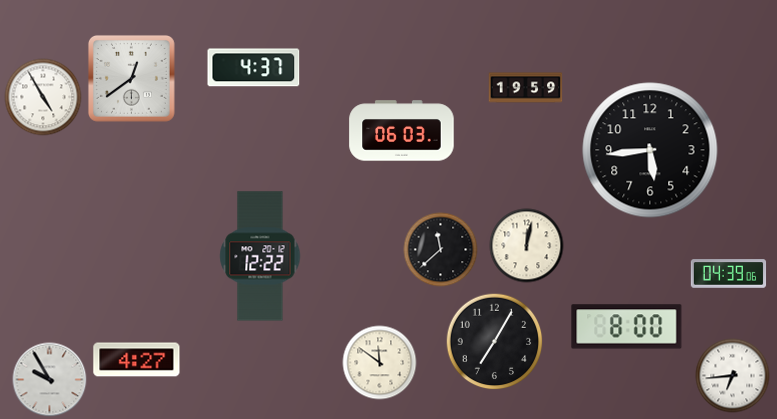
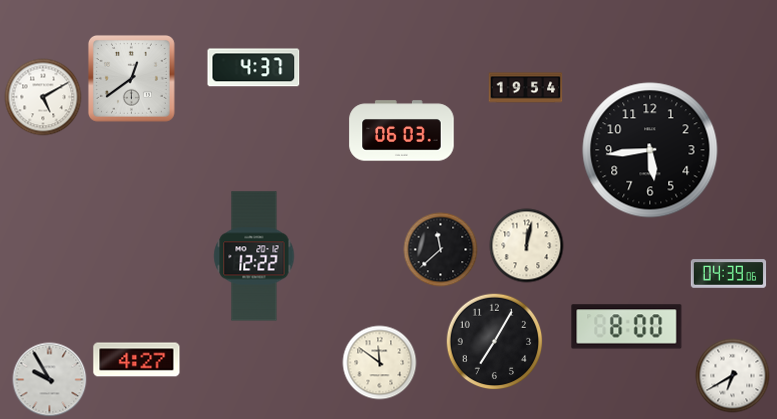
clock at (526, 88): 19:59 -> 19:54
clock at (43, 97): 4:55 -> 5:10
clock at (260, 256) position: (260, 256) -> (254, 256)
clock at (733, 376): 6:44 -> 6:40
